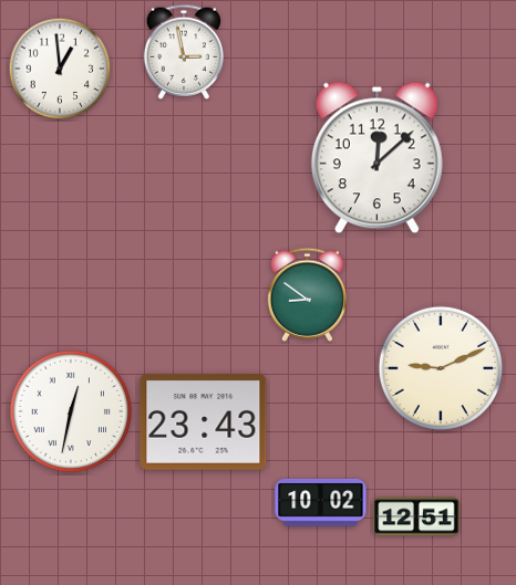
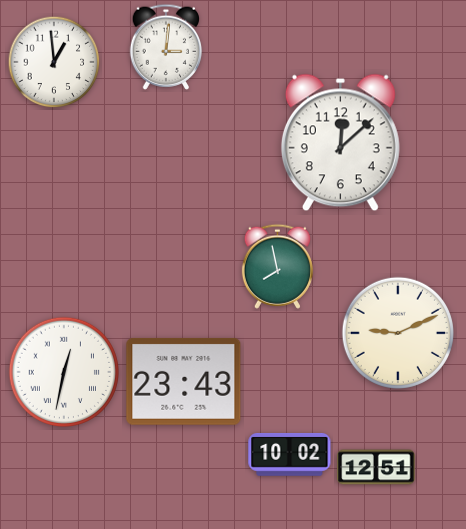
clock at (184, 52): 2:58 -> 3:01
clock at (307, 294): 8:51 -> 7:58
